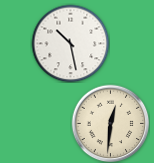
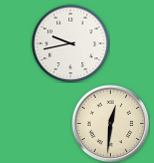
clock at (70, 43): 10:28 -> 9:43
